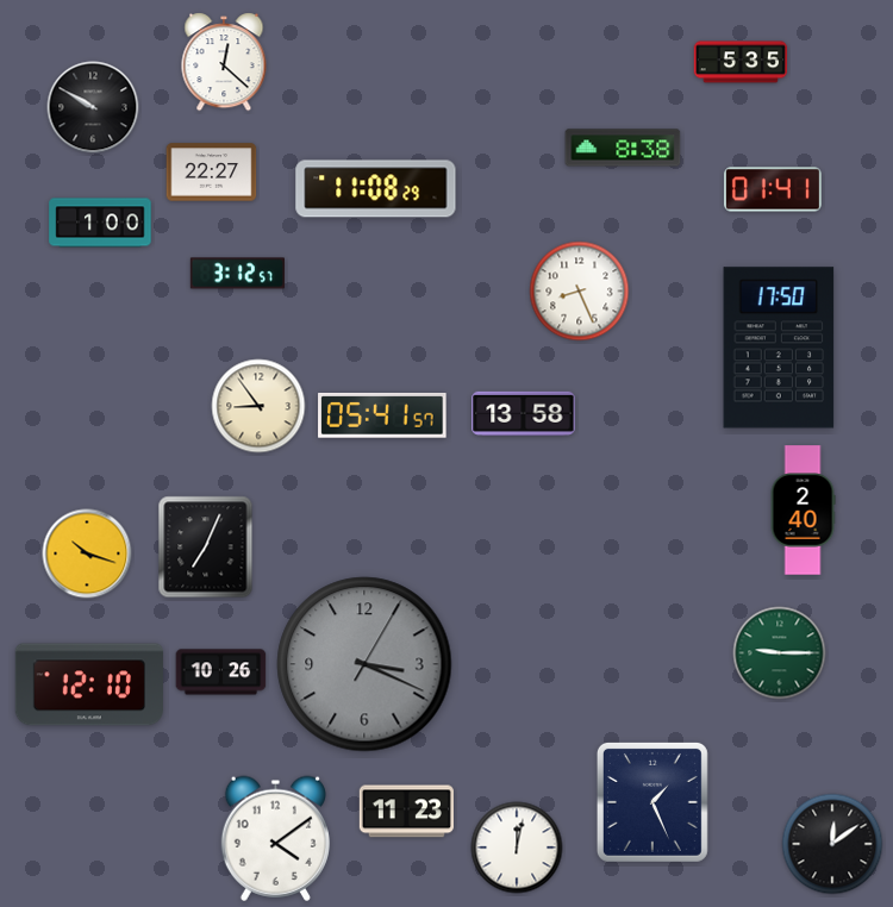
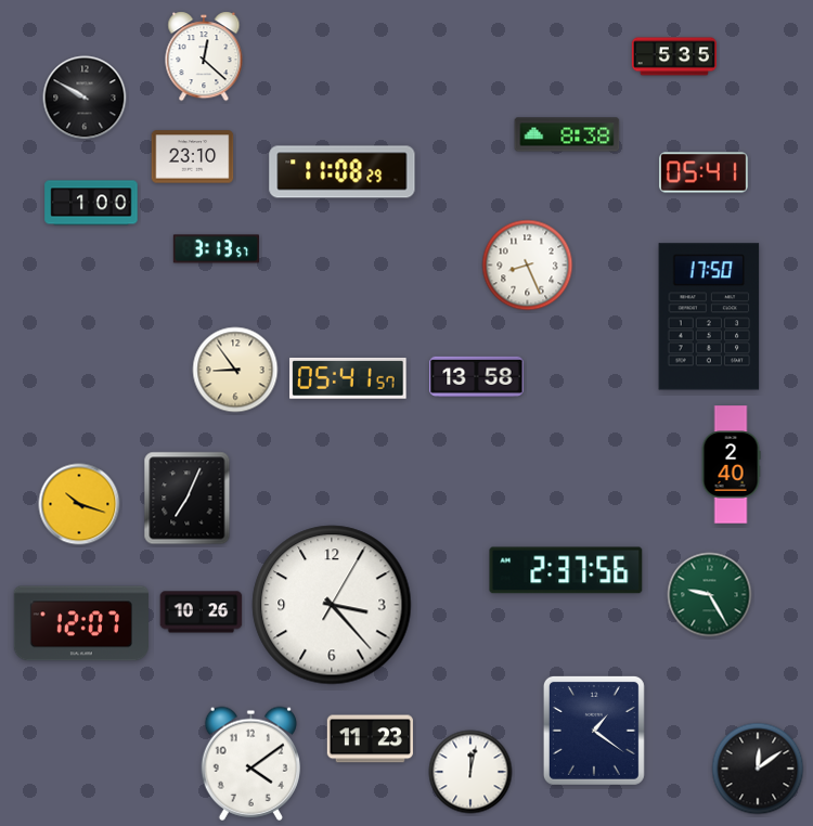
clock at (212, 173): 22:27 -> 23:10
clock at (773, 189): 01:41 -> 05:41
clock at (237, 274): 3:12 -> 3:13
clock at (566, 570): none -> 2:37
clock at (780, 653): 9:15 -> 9:25
clock at (364, 664): 3:19 -> 3:23
clock at (364, 664) dial: grey -> white
clock at (89, 684): 12:10 -> 12:07
clock at (652, 802): 1:26 -> 1:21
